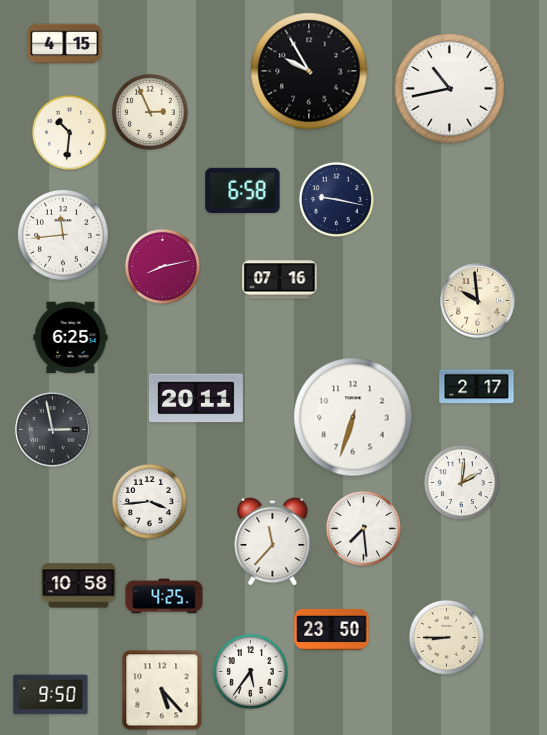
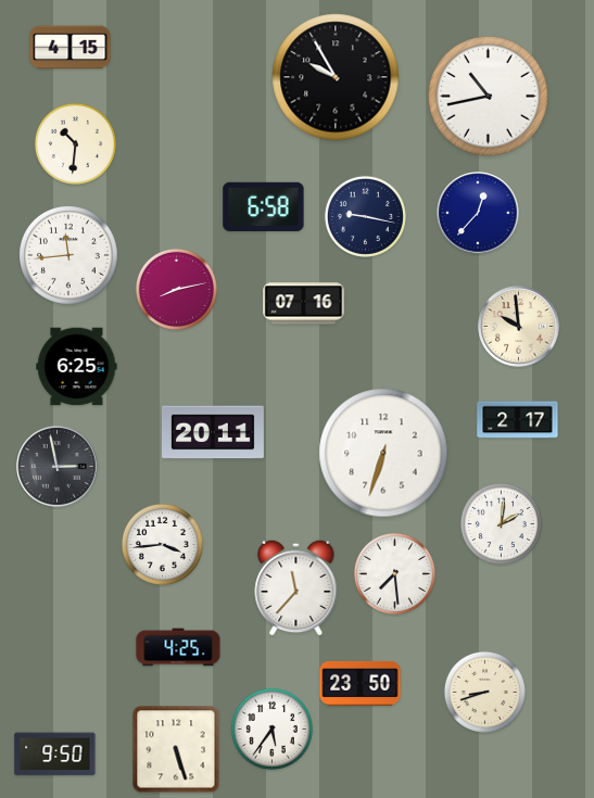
clock at (150, 112): 2:56 -> none
clock at (478, 213): none -> 12:37
clock at (79, 586): 10:58 -> none
clock at (446, 637): 8:45 -> 8:42
clock at (162, 690): 5:23 -> 5:27
